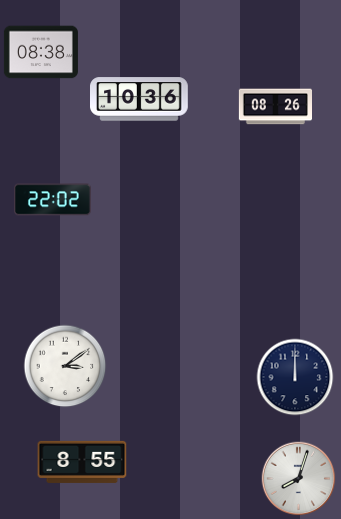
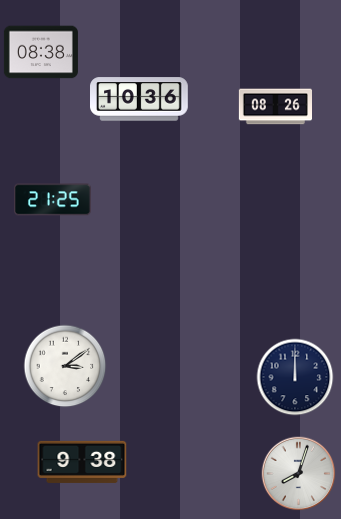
clock at (53, 200): 22:02 -> 21:25
clock at (82, 462): 8:55 -> 9:38
clock at (299, 479) position: (299, 479) -> (299, 474)
